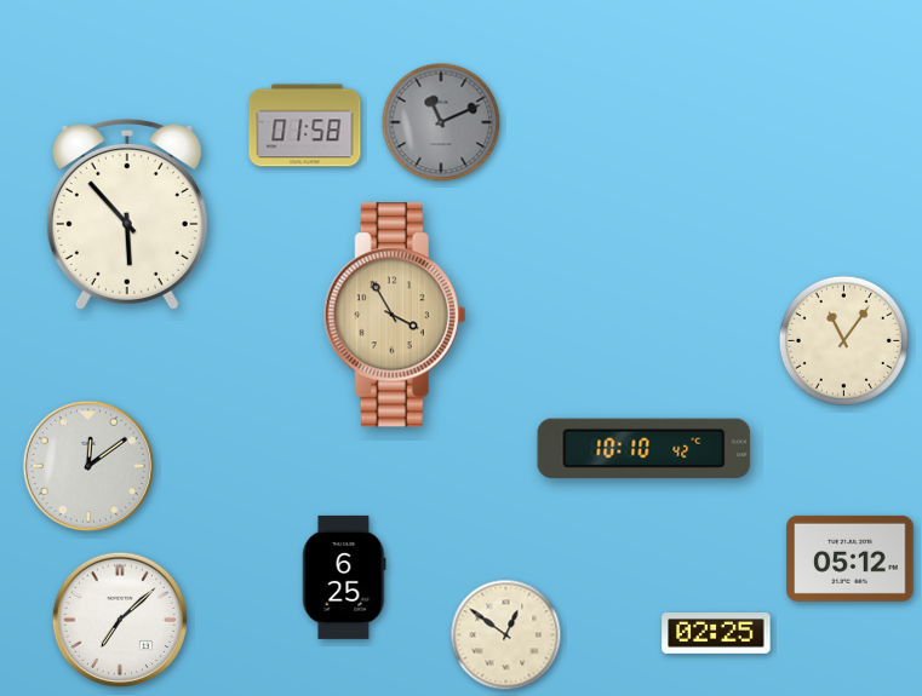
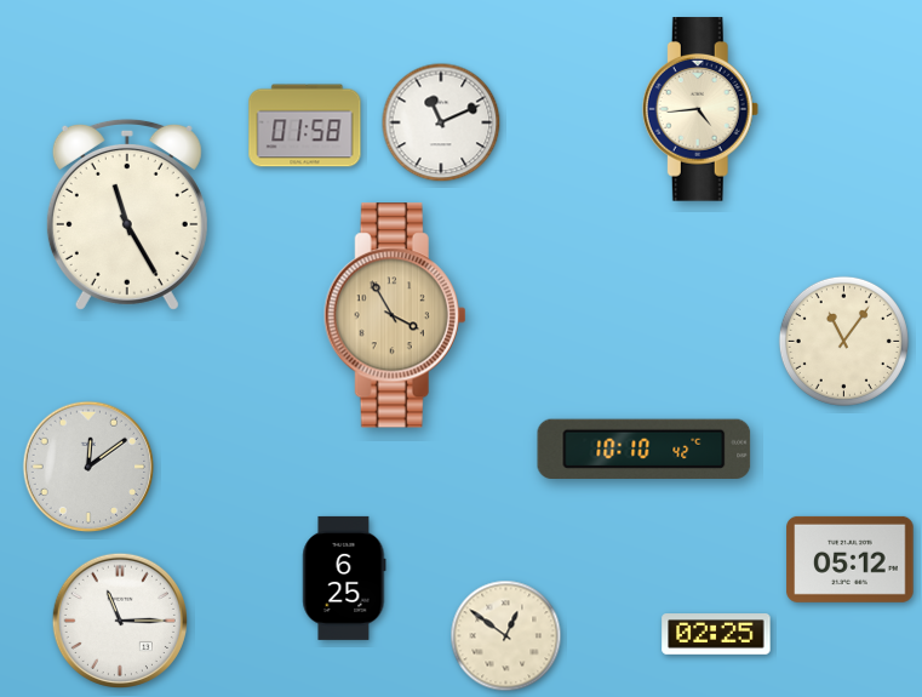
clock at (700, 109): none -> 4:44
clock at (441, 122) dial: grey -> white
clock at (127, 214): 5:53 -> 11:25
clock at (119, 619): 7:08 -> 11:15
